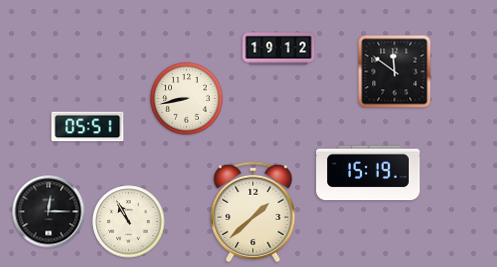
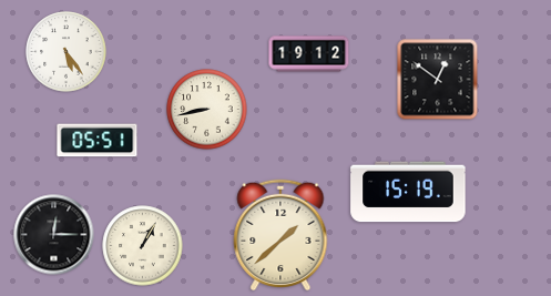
clock at (67, 52): none -> 5:24
clock at (395, 72): 11:51 -> 12:51
clock at (129, 222): 10:55 -> 1:05
